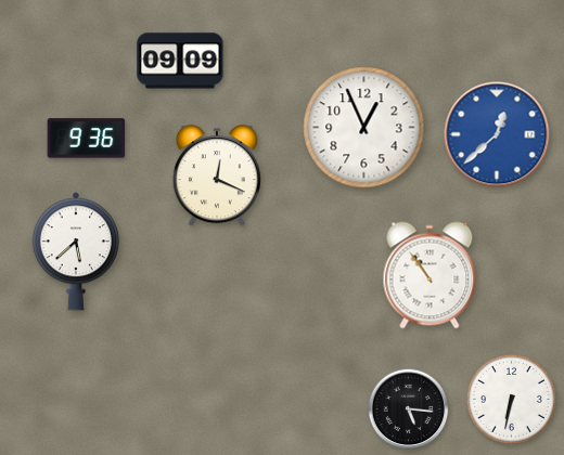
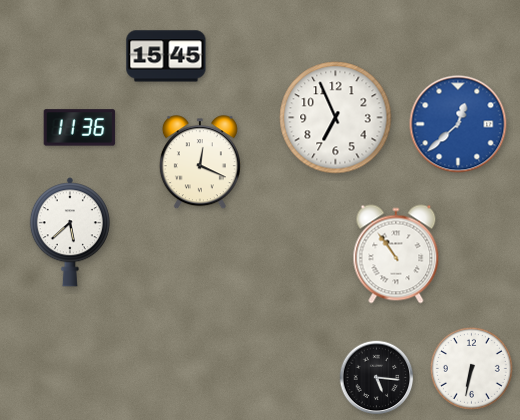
clock at (180, 61): 09:09 -> 15:45
clock at (364, 128): 12:56 -> 6:56
clock at (87, 139): 9:36 -> 11:36
